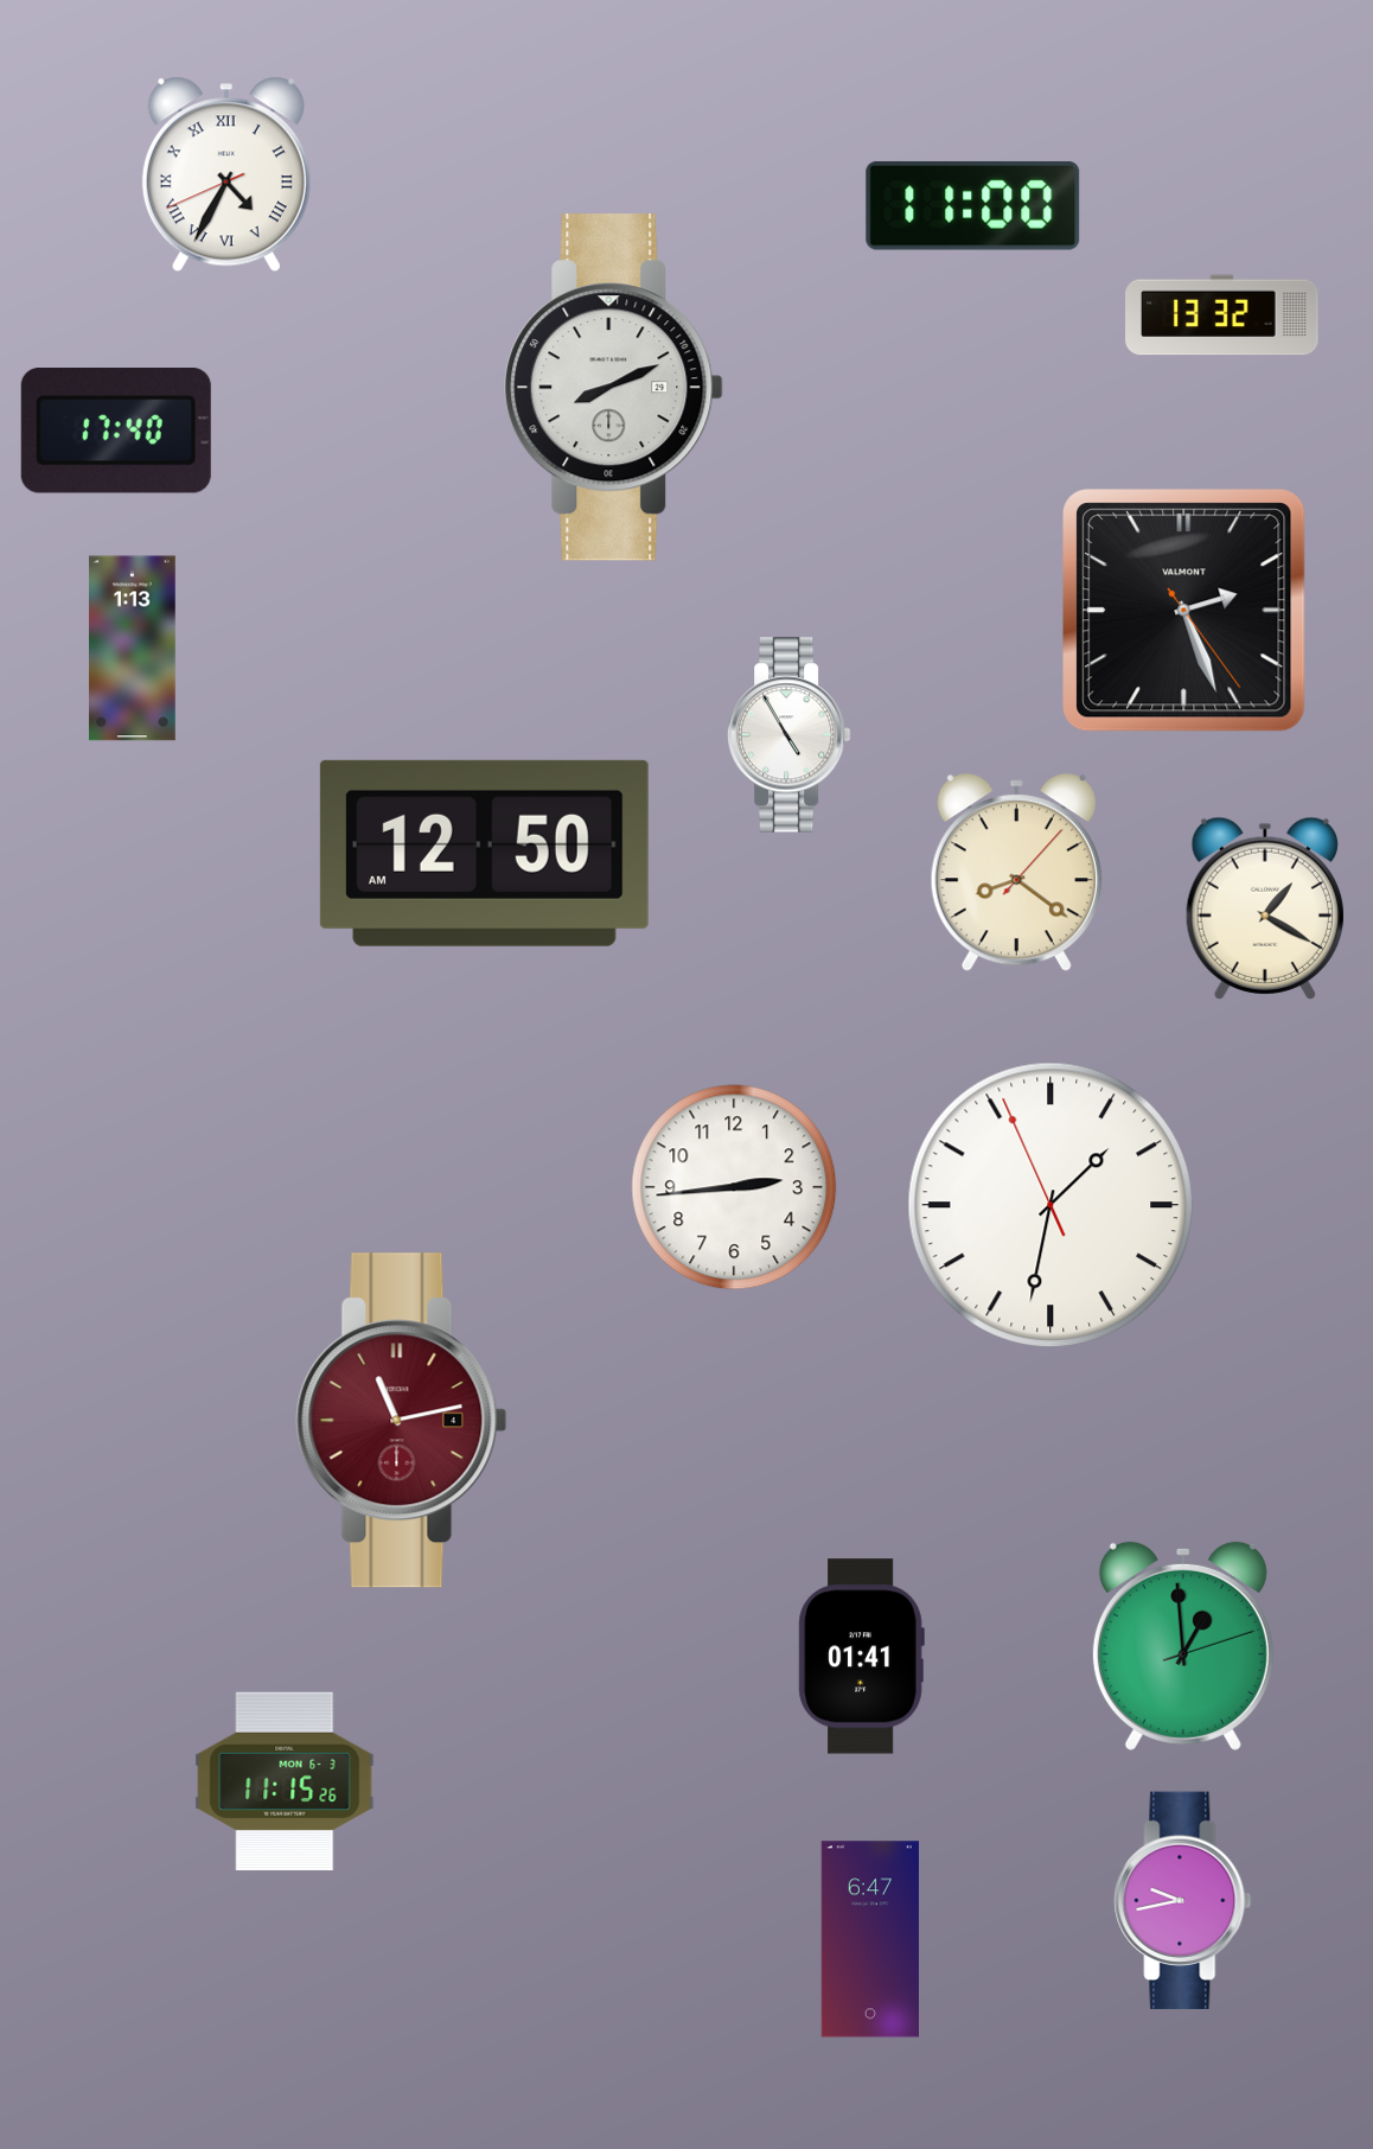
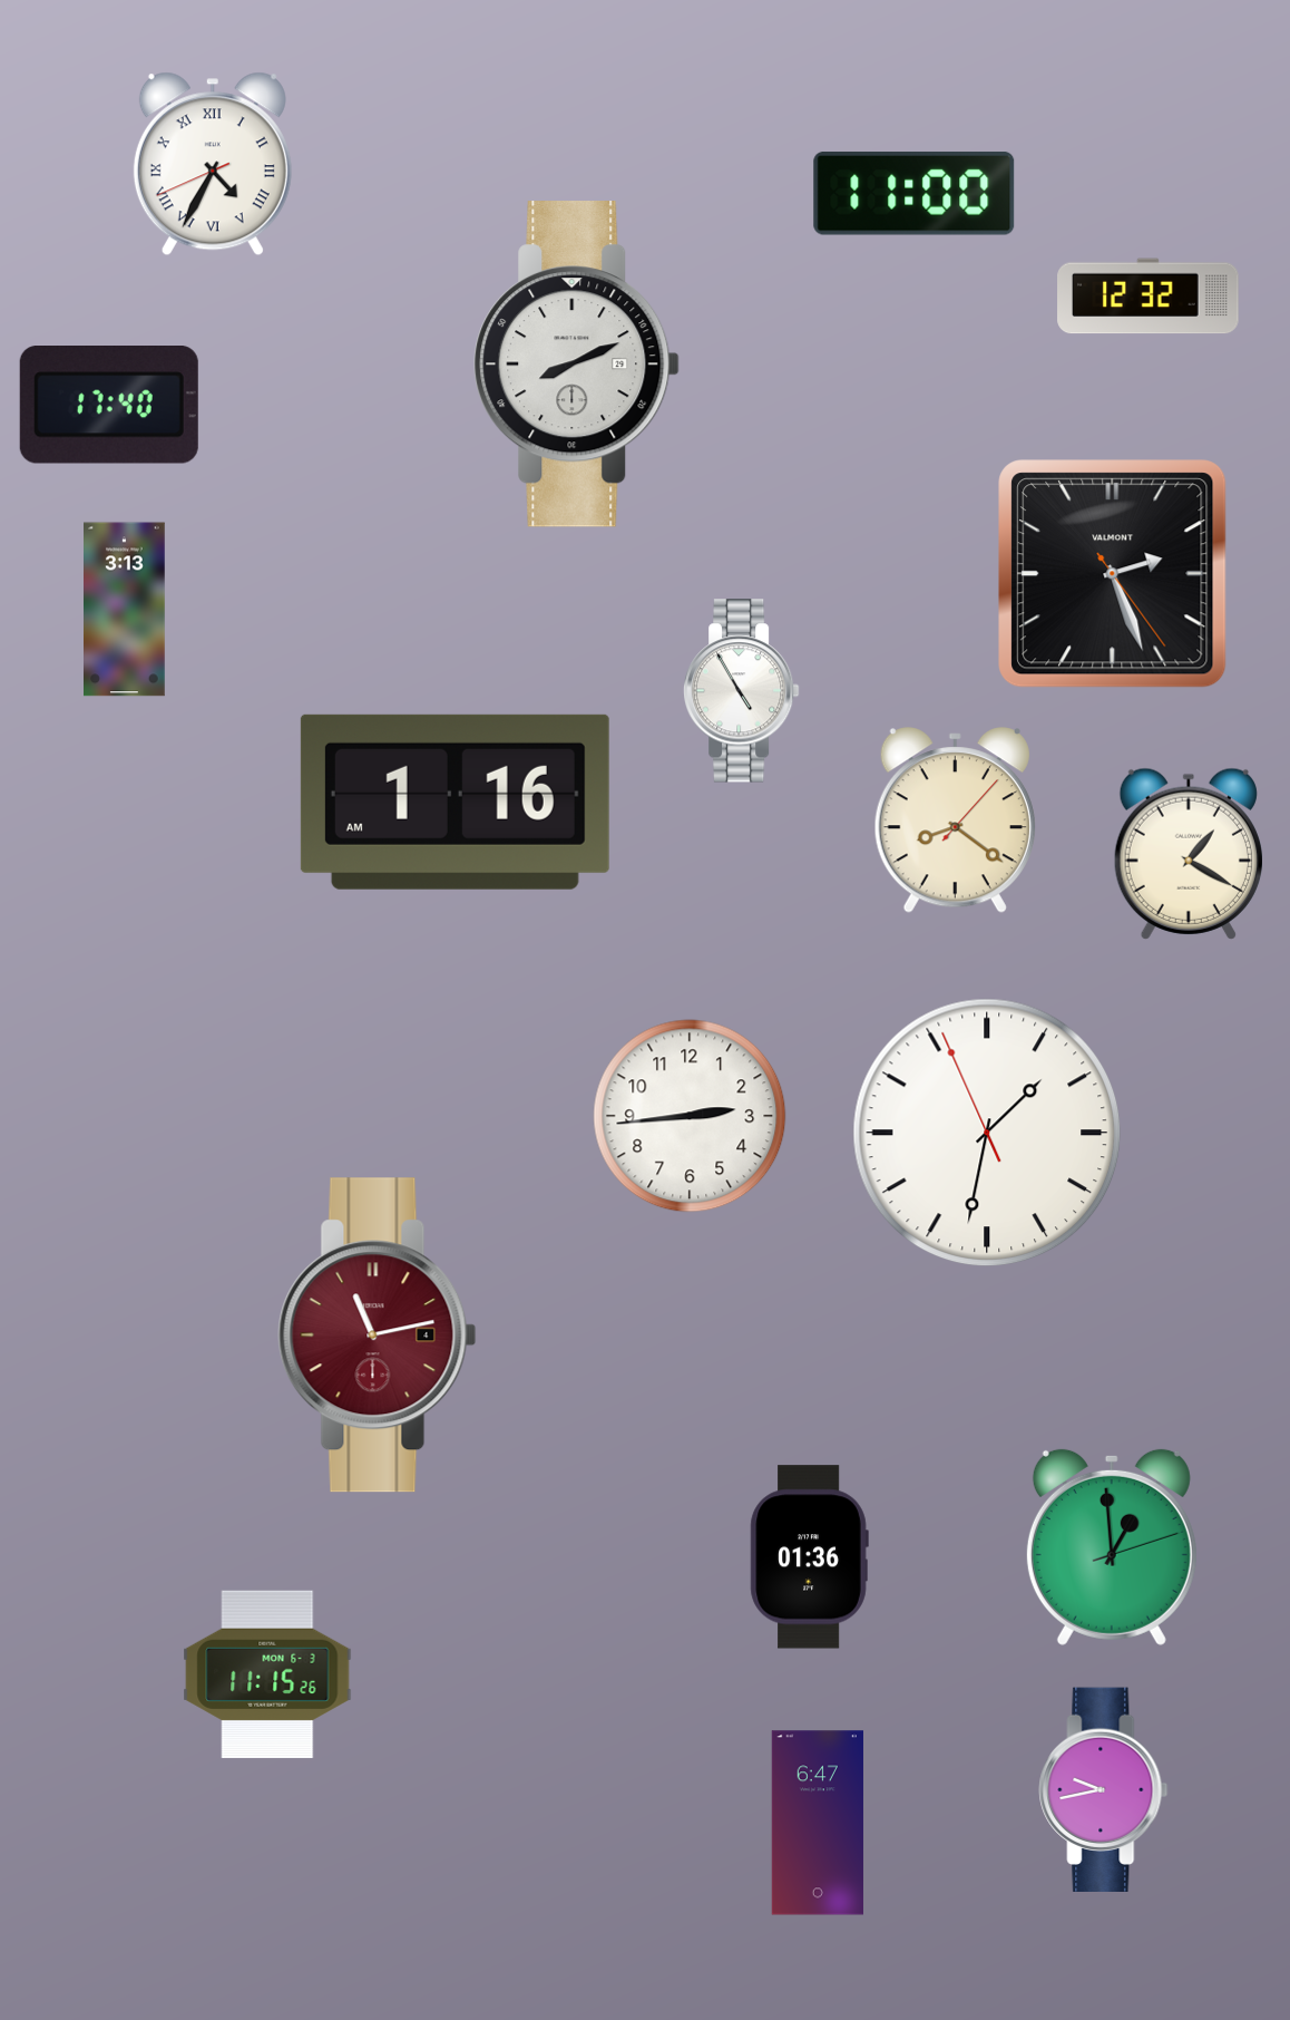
clock at (1222, 315): 13:32 -> 12:32
clock at (133, 649): 1:13 -> 3:13
clock at (484, 853): 12:50 -> 1:16
clock at (861, 1657): 01:41 -> 01:36
clock at (1183, 1900) position: (1183, 1900) -> (1104, 1789)
